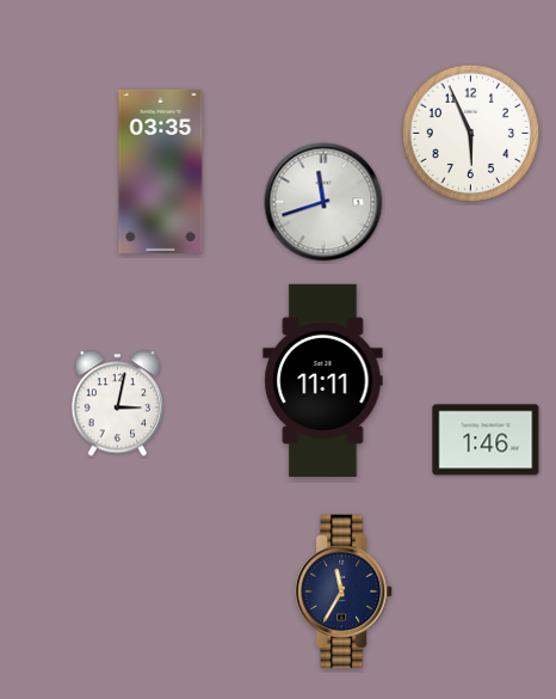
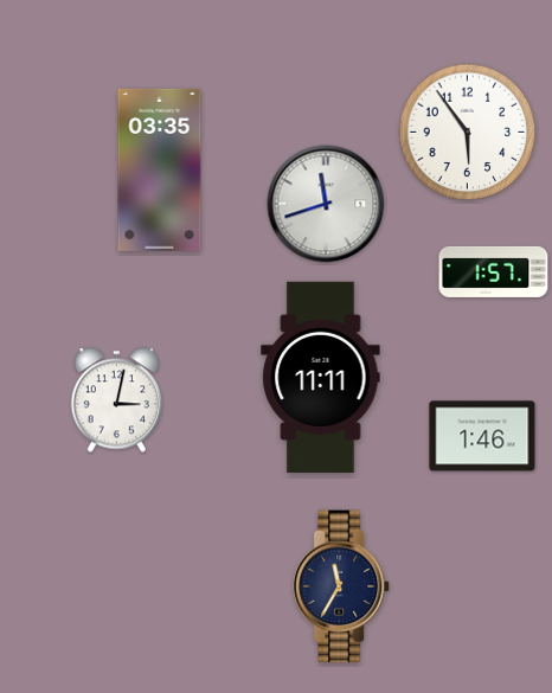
clock at (471, 134): 5:56 -> 5:54
clock at (323, 202) position: (323, 202) -> (326, 204)
clock at (494, 271): none -> 1:57
